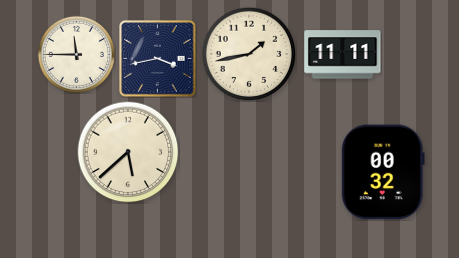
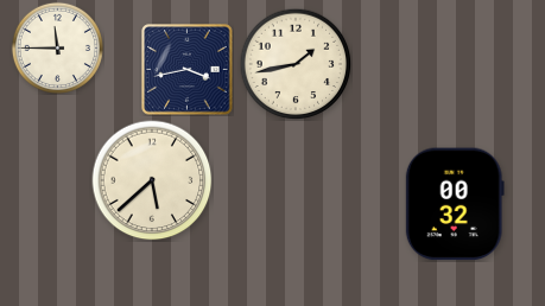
clock at (76, 54) position: (76, 54) -> (57, 47)
clock at (343, 55): 11:11 -> none
